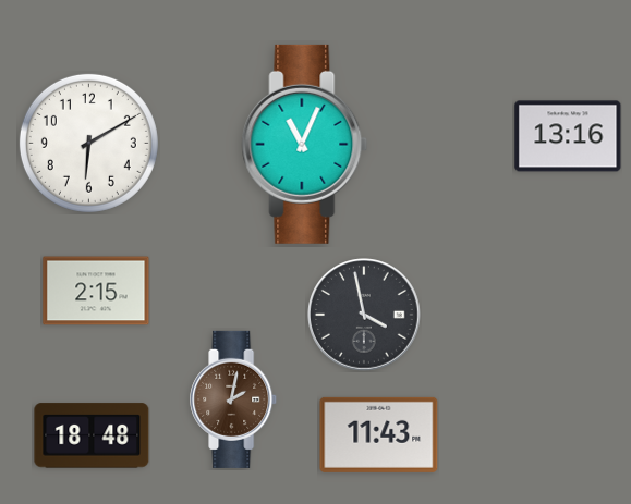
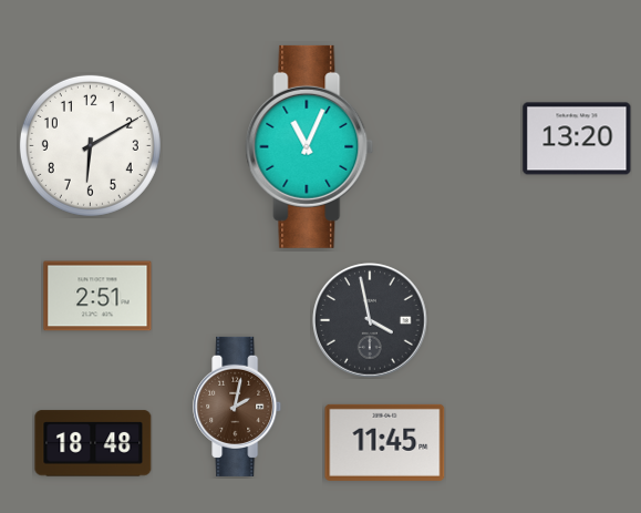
clock at (568, 136): 13:16 -> 13:20
clock at (96, 291): 2:15 -> 2:51
clock at (379, 434): 11:43 -> 11:45
